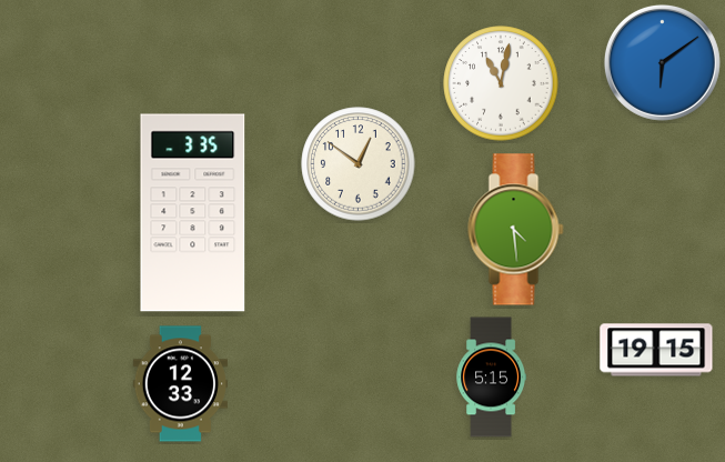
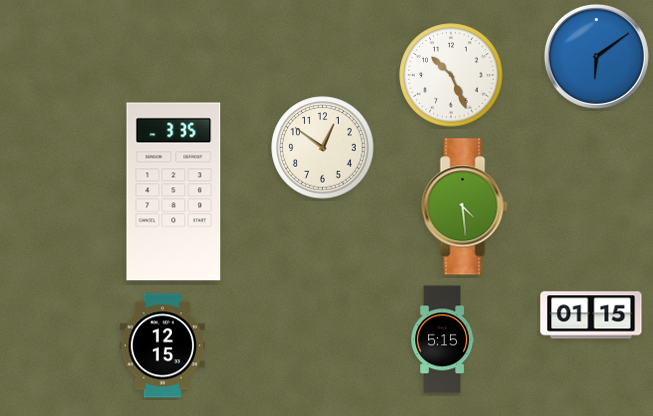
clock at (501, 83): 11:02 -> 10:26
clock at (656, 350): 19:15 -> 01:15
clock at (180, 384): 12:33 -> 12:15
